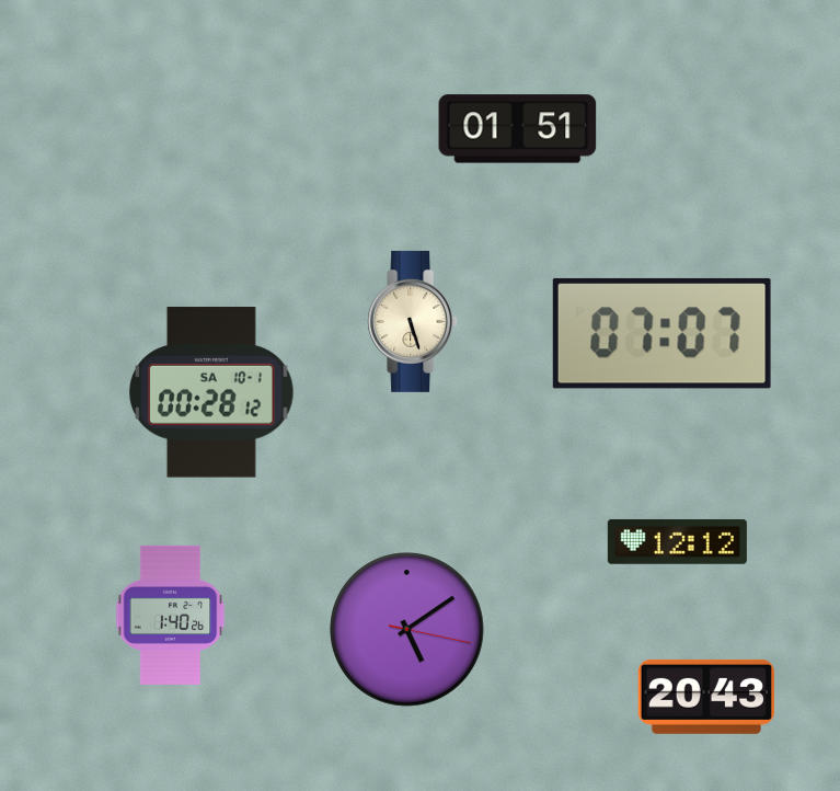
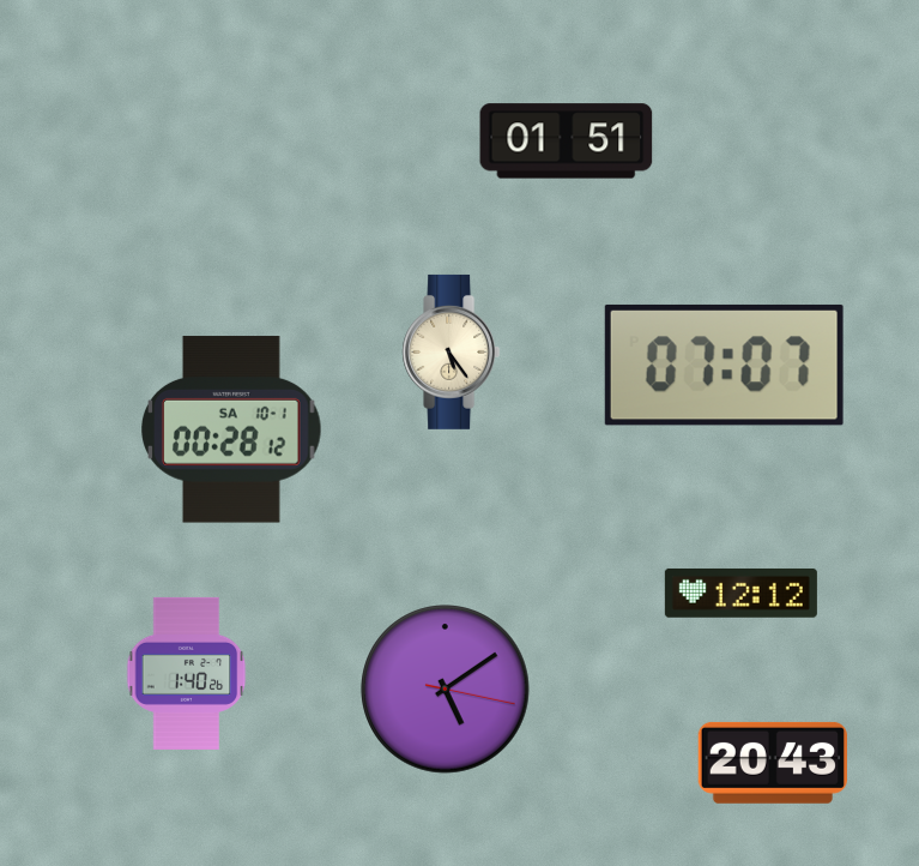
clock at (413, 321): 5:27 -> 5:24
